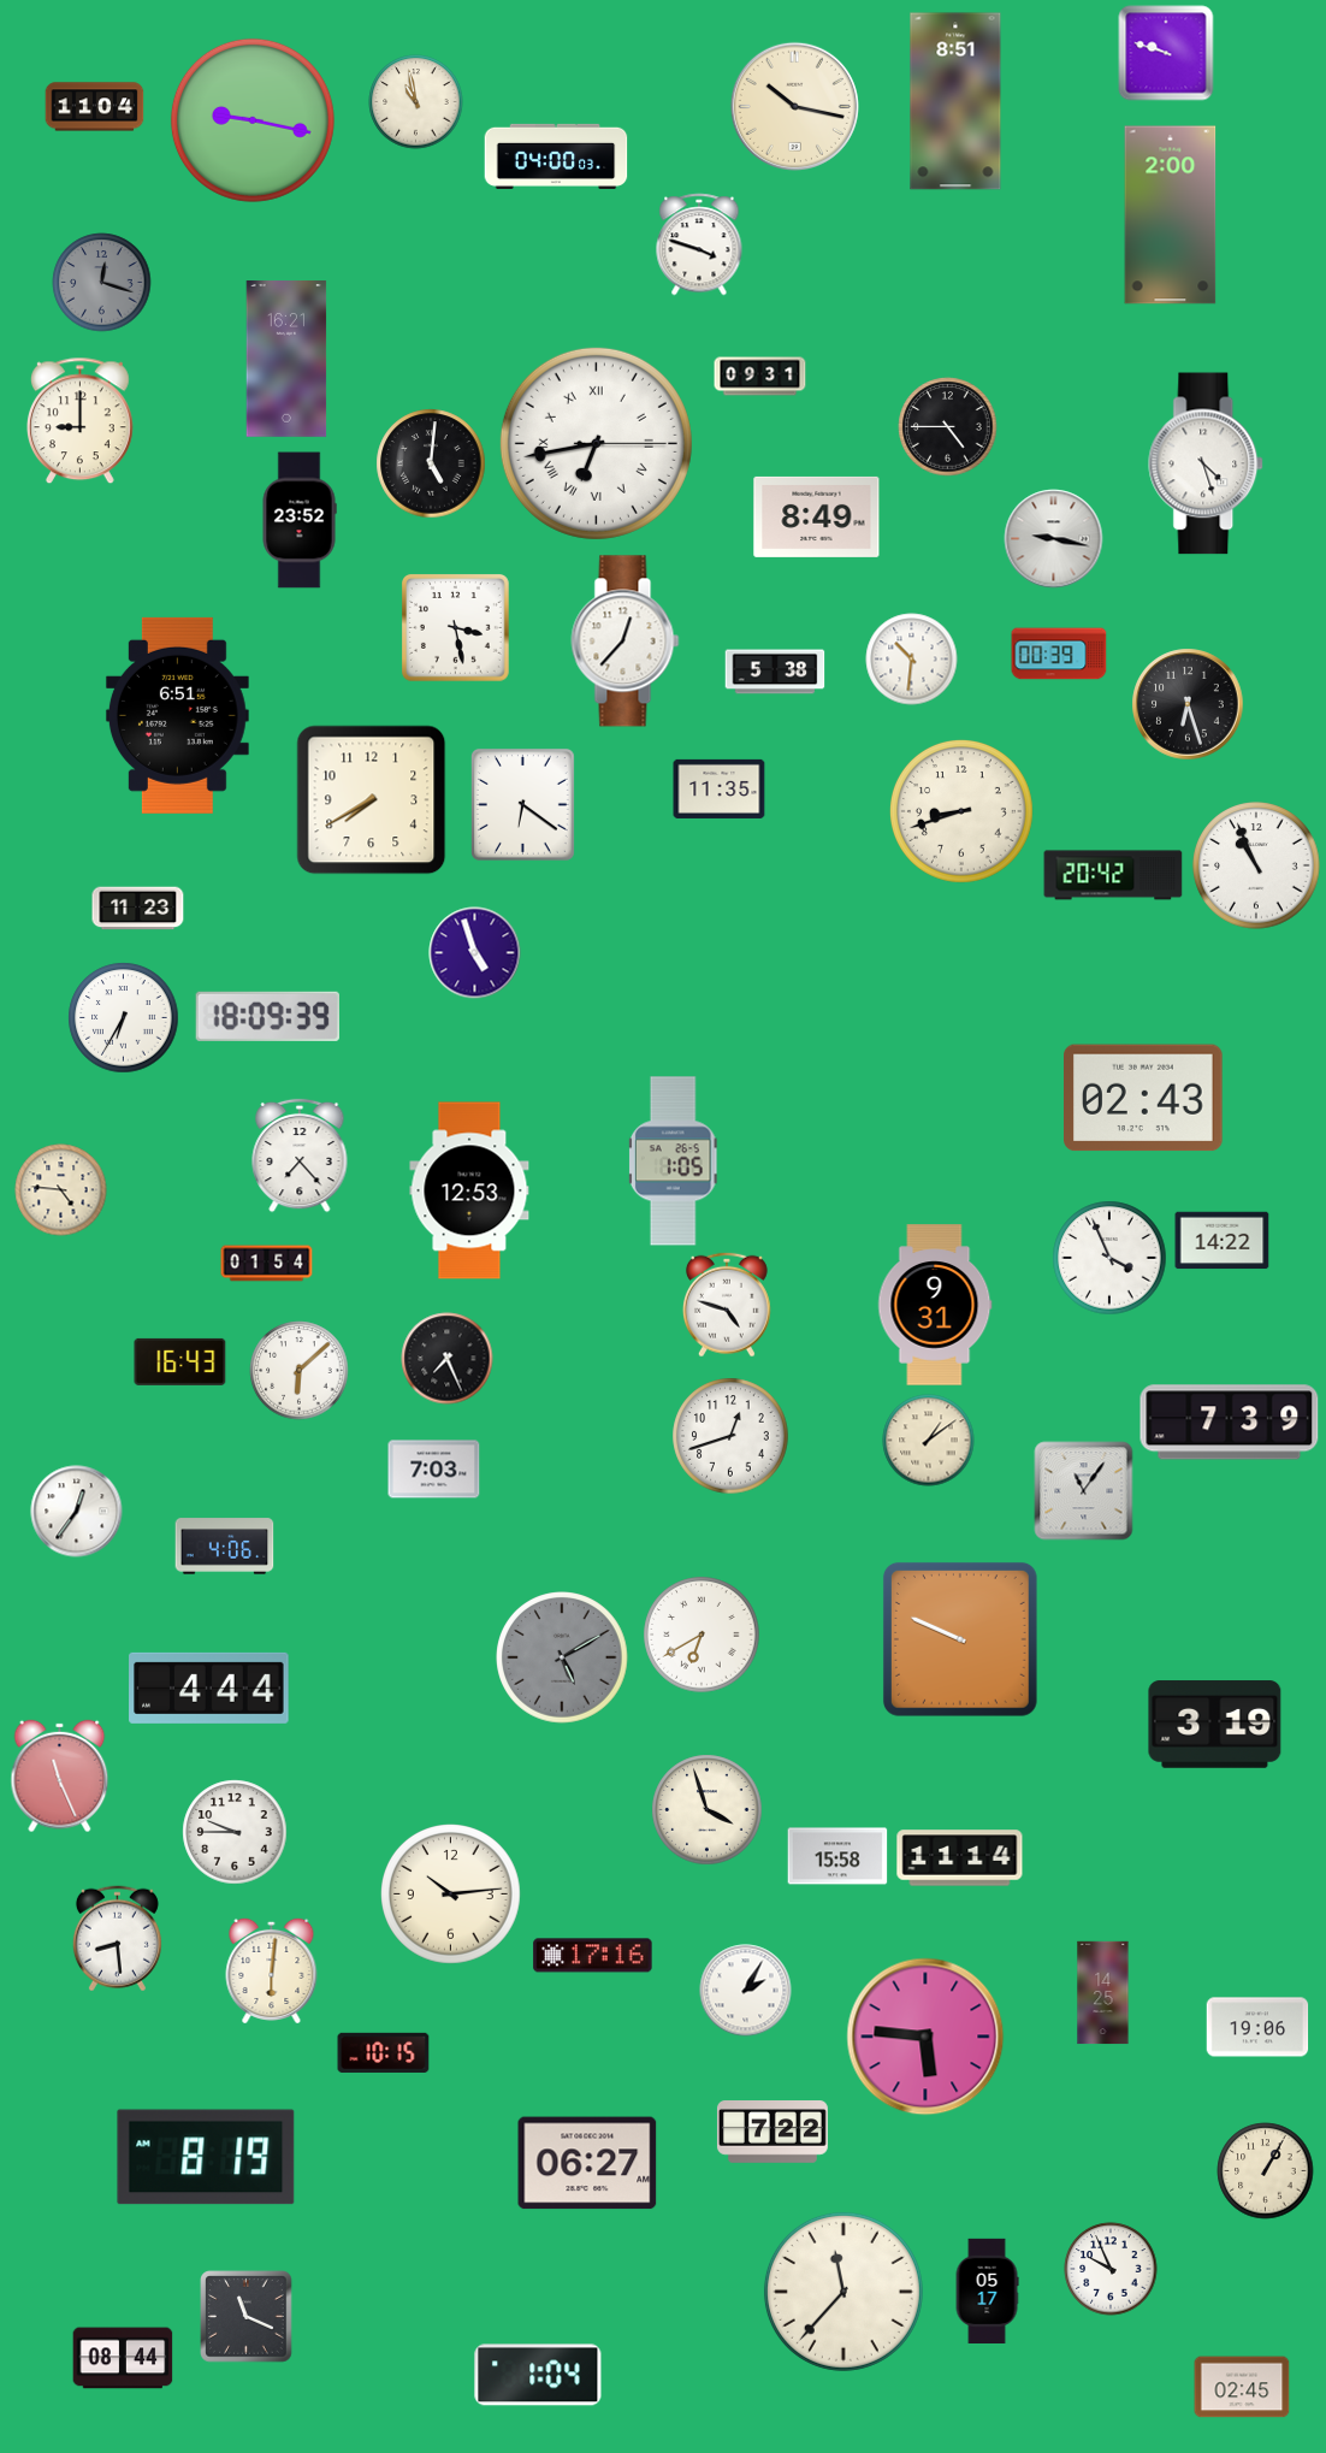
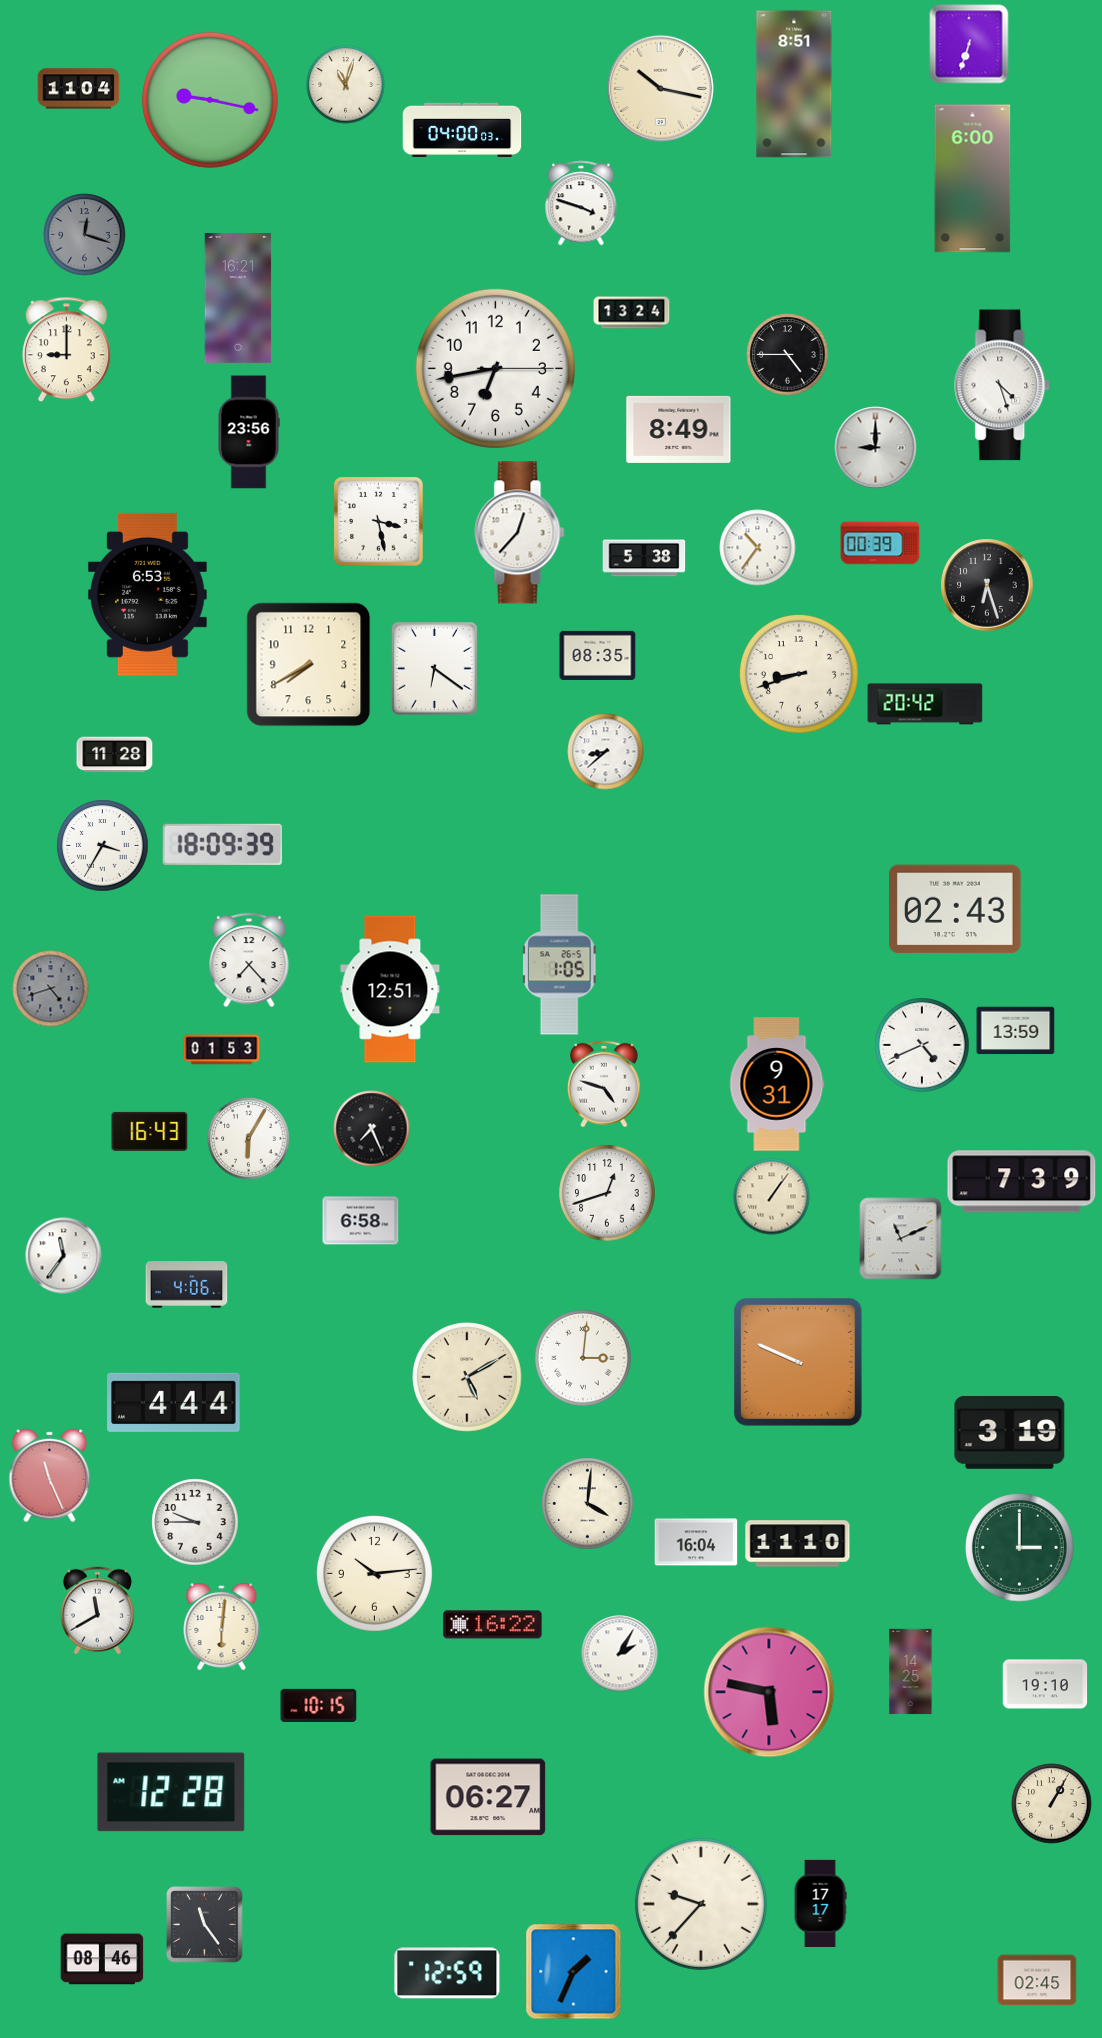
clock at (1166, 53): 9:48 -> 6:33
clock at (416, 102): 10:58 -> 11:03
clock at (1171, 215): 2:00 -> 6:00
clock at (760, 377): 09:31 -> 13:24
clock at (596, 443) numerals: Roman -> Arabic
clock at (431, 463): 5:01 -> none
clock at (300, 520): 23:52 -> 23:56
clock at (1054, 539): 9:17 -> 9:00
clock at (912, 660): 10:31 -> 10:36
clock at (177, 715): 6:51 -> 6:53
clock at (720, 788): 11:35 -> 08:35
clock at (1256, 865): 10:56 -> none
clock at (1113, 875) position: (1113, 875) -> (925, 704)
clock at (606, 752): none -> 8:38
clock at (138, 909): 11:23 -> 11:28
clock at (475, 953): 4:57 -> none
clock at (124, 1018): 6:35 -> 3:35
clock at (1144, 1098) position: (1144, 1098) -> (956, 909)
clock at (61, 1190): 4:46 -> 4:42
clock at (61, 1190) dial: cream -> grey
clock at (469, 1190): 12:53 -> 12:51
clock at (1223, 1241): 14:22 -> 13:59
clock at (1109, 1258): 3:56 -> 4:41
clock at (267, 1264): 01:54 -> 01:53
clock at (300, 1371): 6:08 -> 6:05
clock at (929, 1441): 1:09 -> 1:06
clock at (434, 1470): 7:03 -> 6:58
clock at (1084, 1491): 11:06 -> 11:11
clock at (77, 1512): 12:36 -> 11:36
clock at (702, 1635): 6:40 -> 3:01
clock at (562, 1657) dial: grey -> cream
clock at (708, 1810): 3:57 -> 4:01
clock at (837, 1856): 15:58 -> 16:04
clock at (960, 1858): 11:14 -> 11:10
clock at (1020, 1548): none -> 3:00
clock at (117, 1939): 8:29 -> 11:40
clock at (593, 1956): 17:16 -> 16:22
clock at (272, 1970) position: (272, 1970) -> (222, 1626)
clock at (1103, 1993) position: (1103, 1993) -> (911, 1672)
clock at (1257, 2027): 19:06 -> 19:10
clock at (925, 2037): 5:46 -> 5:47
clock at (772, 2133): 7:22 -> none
clock at (206, 2157): 8:19 -> 12:28
clock at (1111, 2269): 9:56 -> none
clock at (987, 2291): 05:17 -> 17:17
clock at (843, 2292): 11:37 -> 9:37
clock at (247, 2317): 11:19 -> 11:24
clock at (123, 2358): 08:44 -> 08:46
clock at (574, 1972): none -> 1:34
clock at (538, 2375): 1:04 -> 12:59
clock at (1242, 2387) position: (1242, 2387) -> (1037, 1980)
